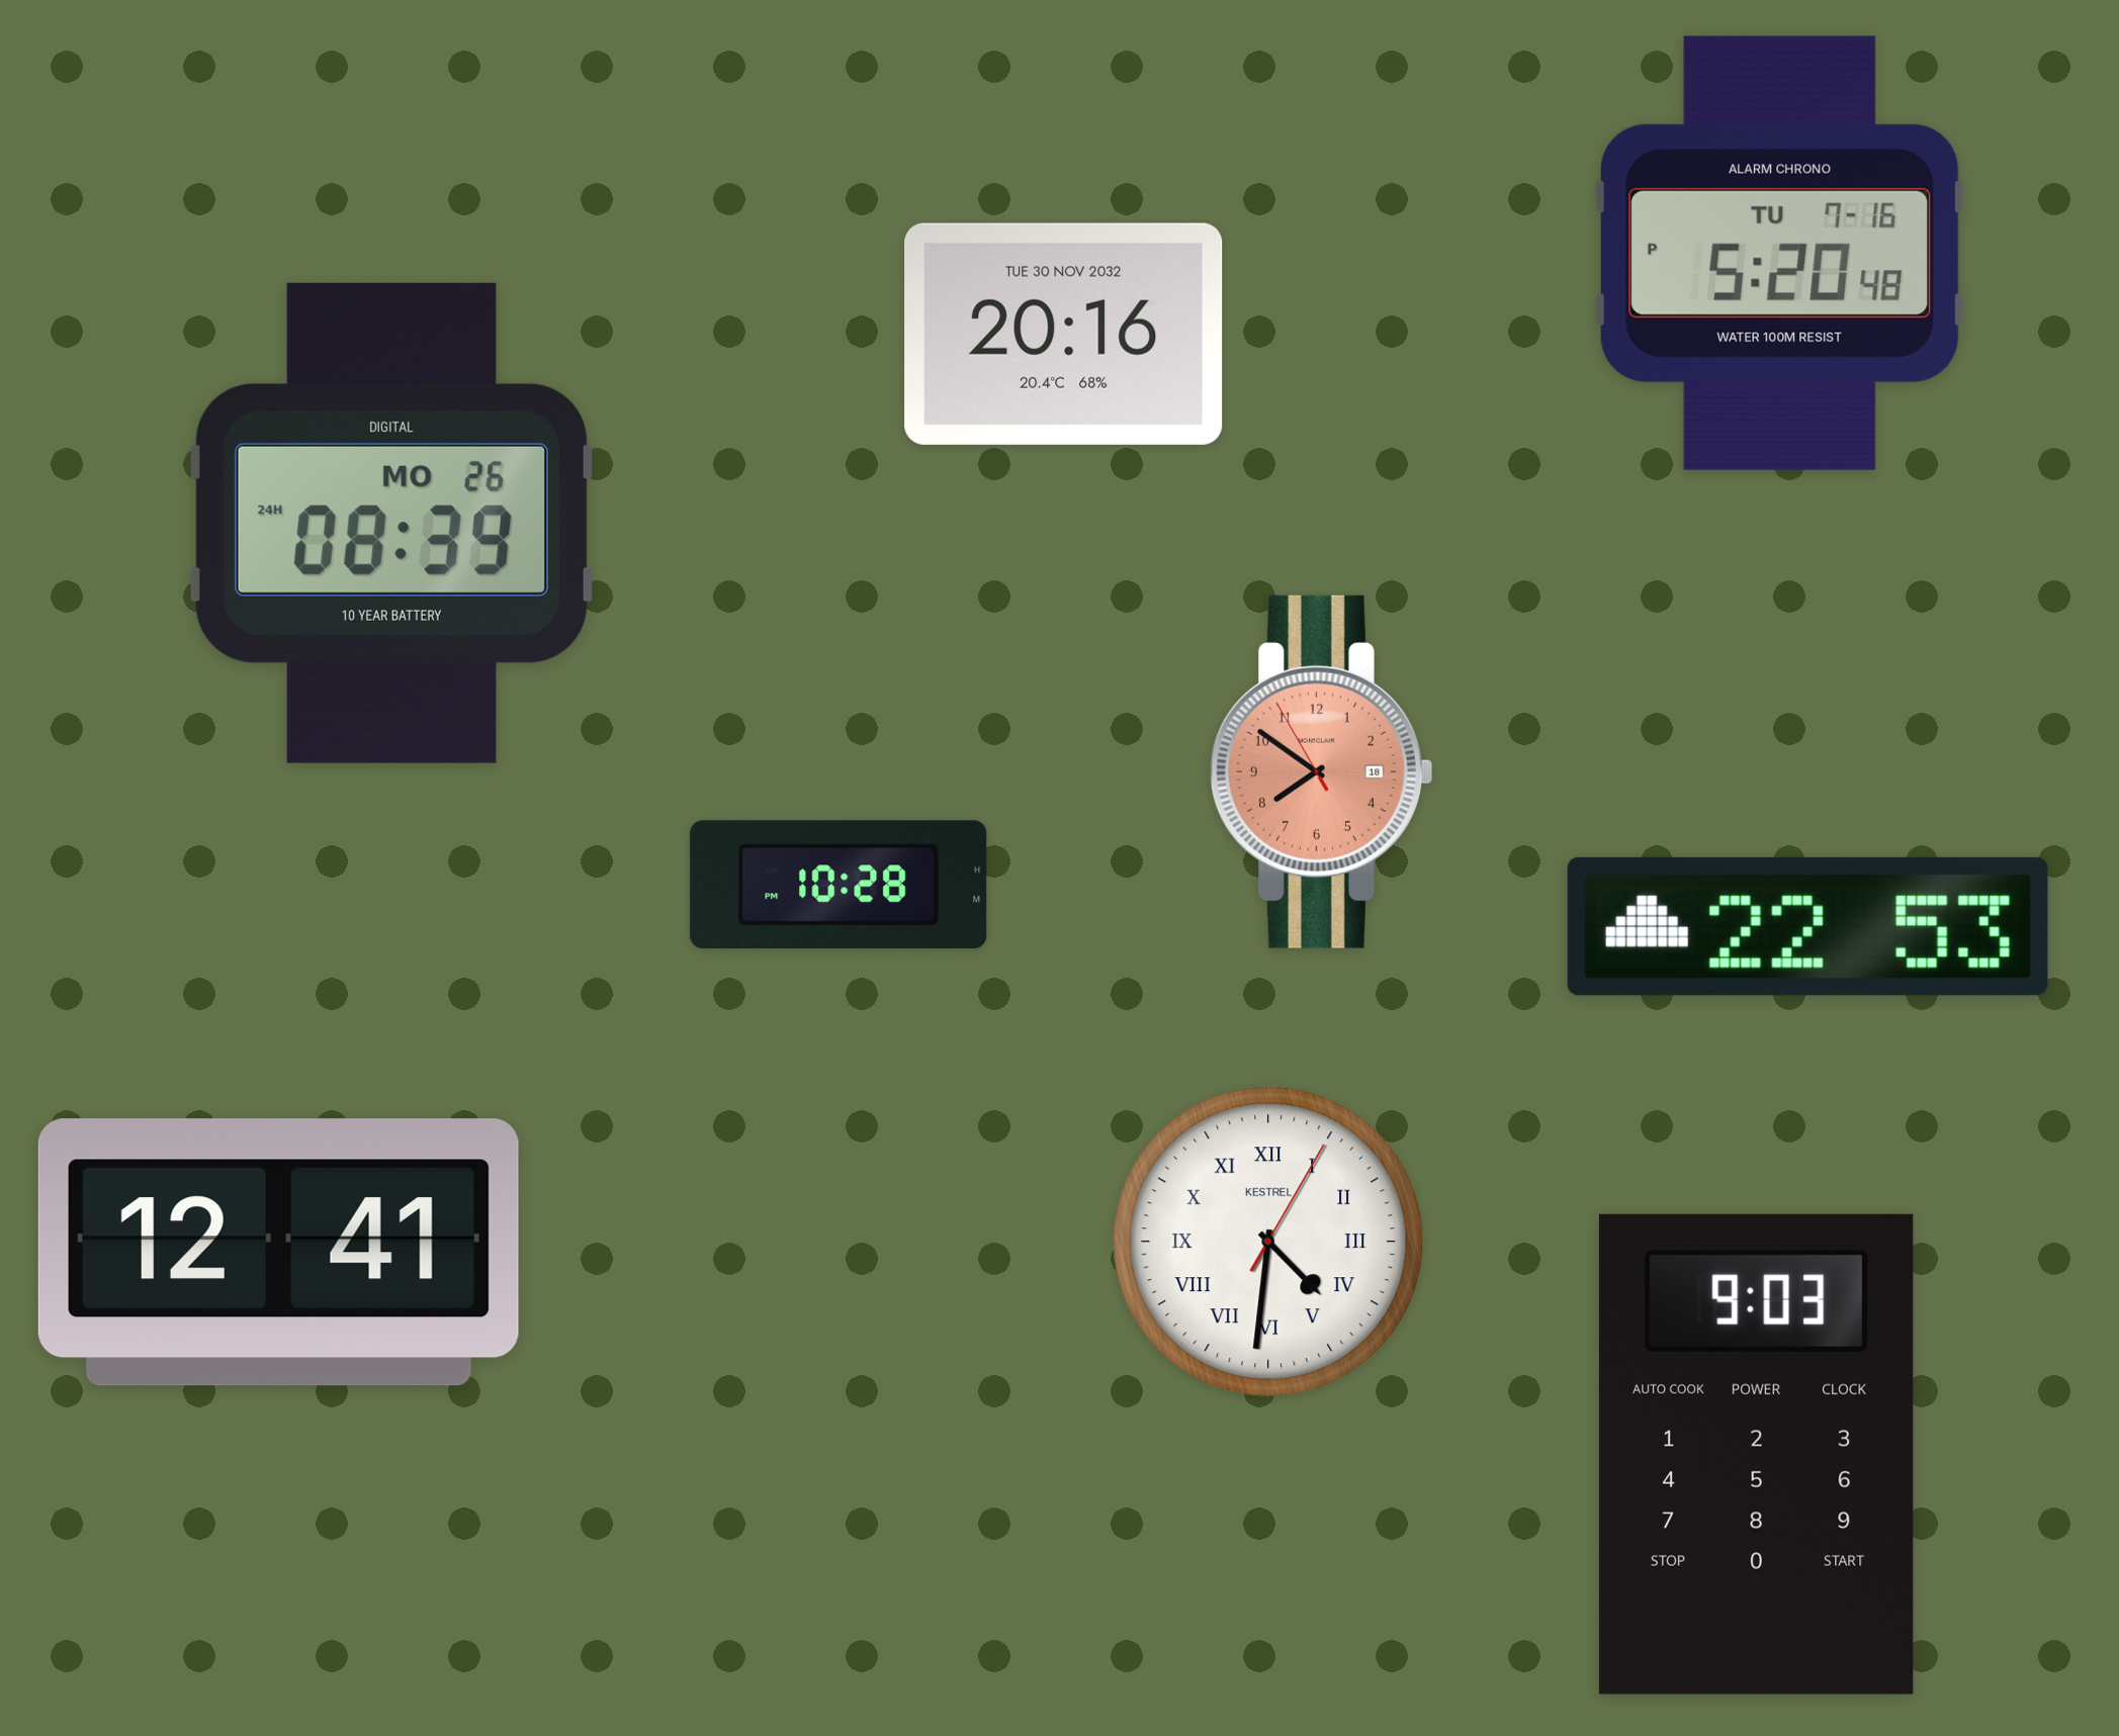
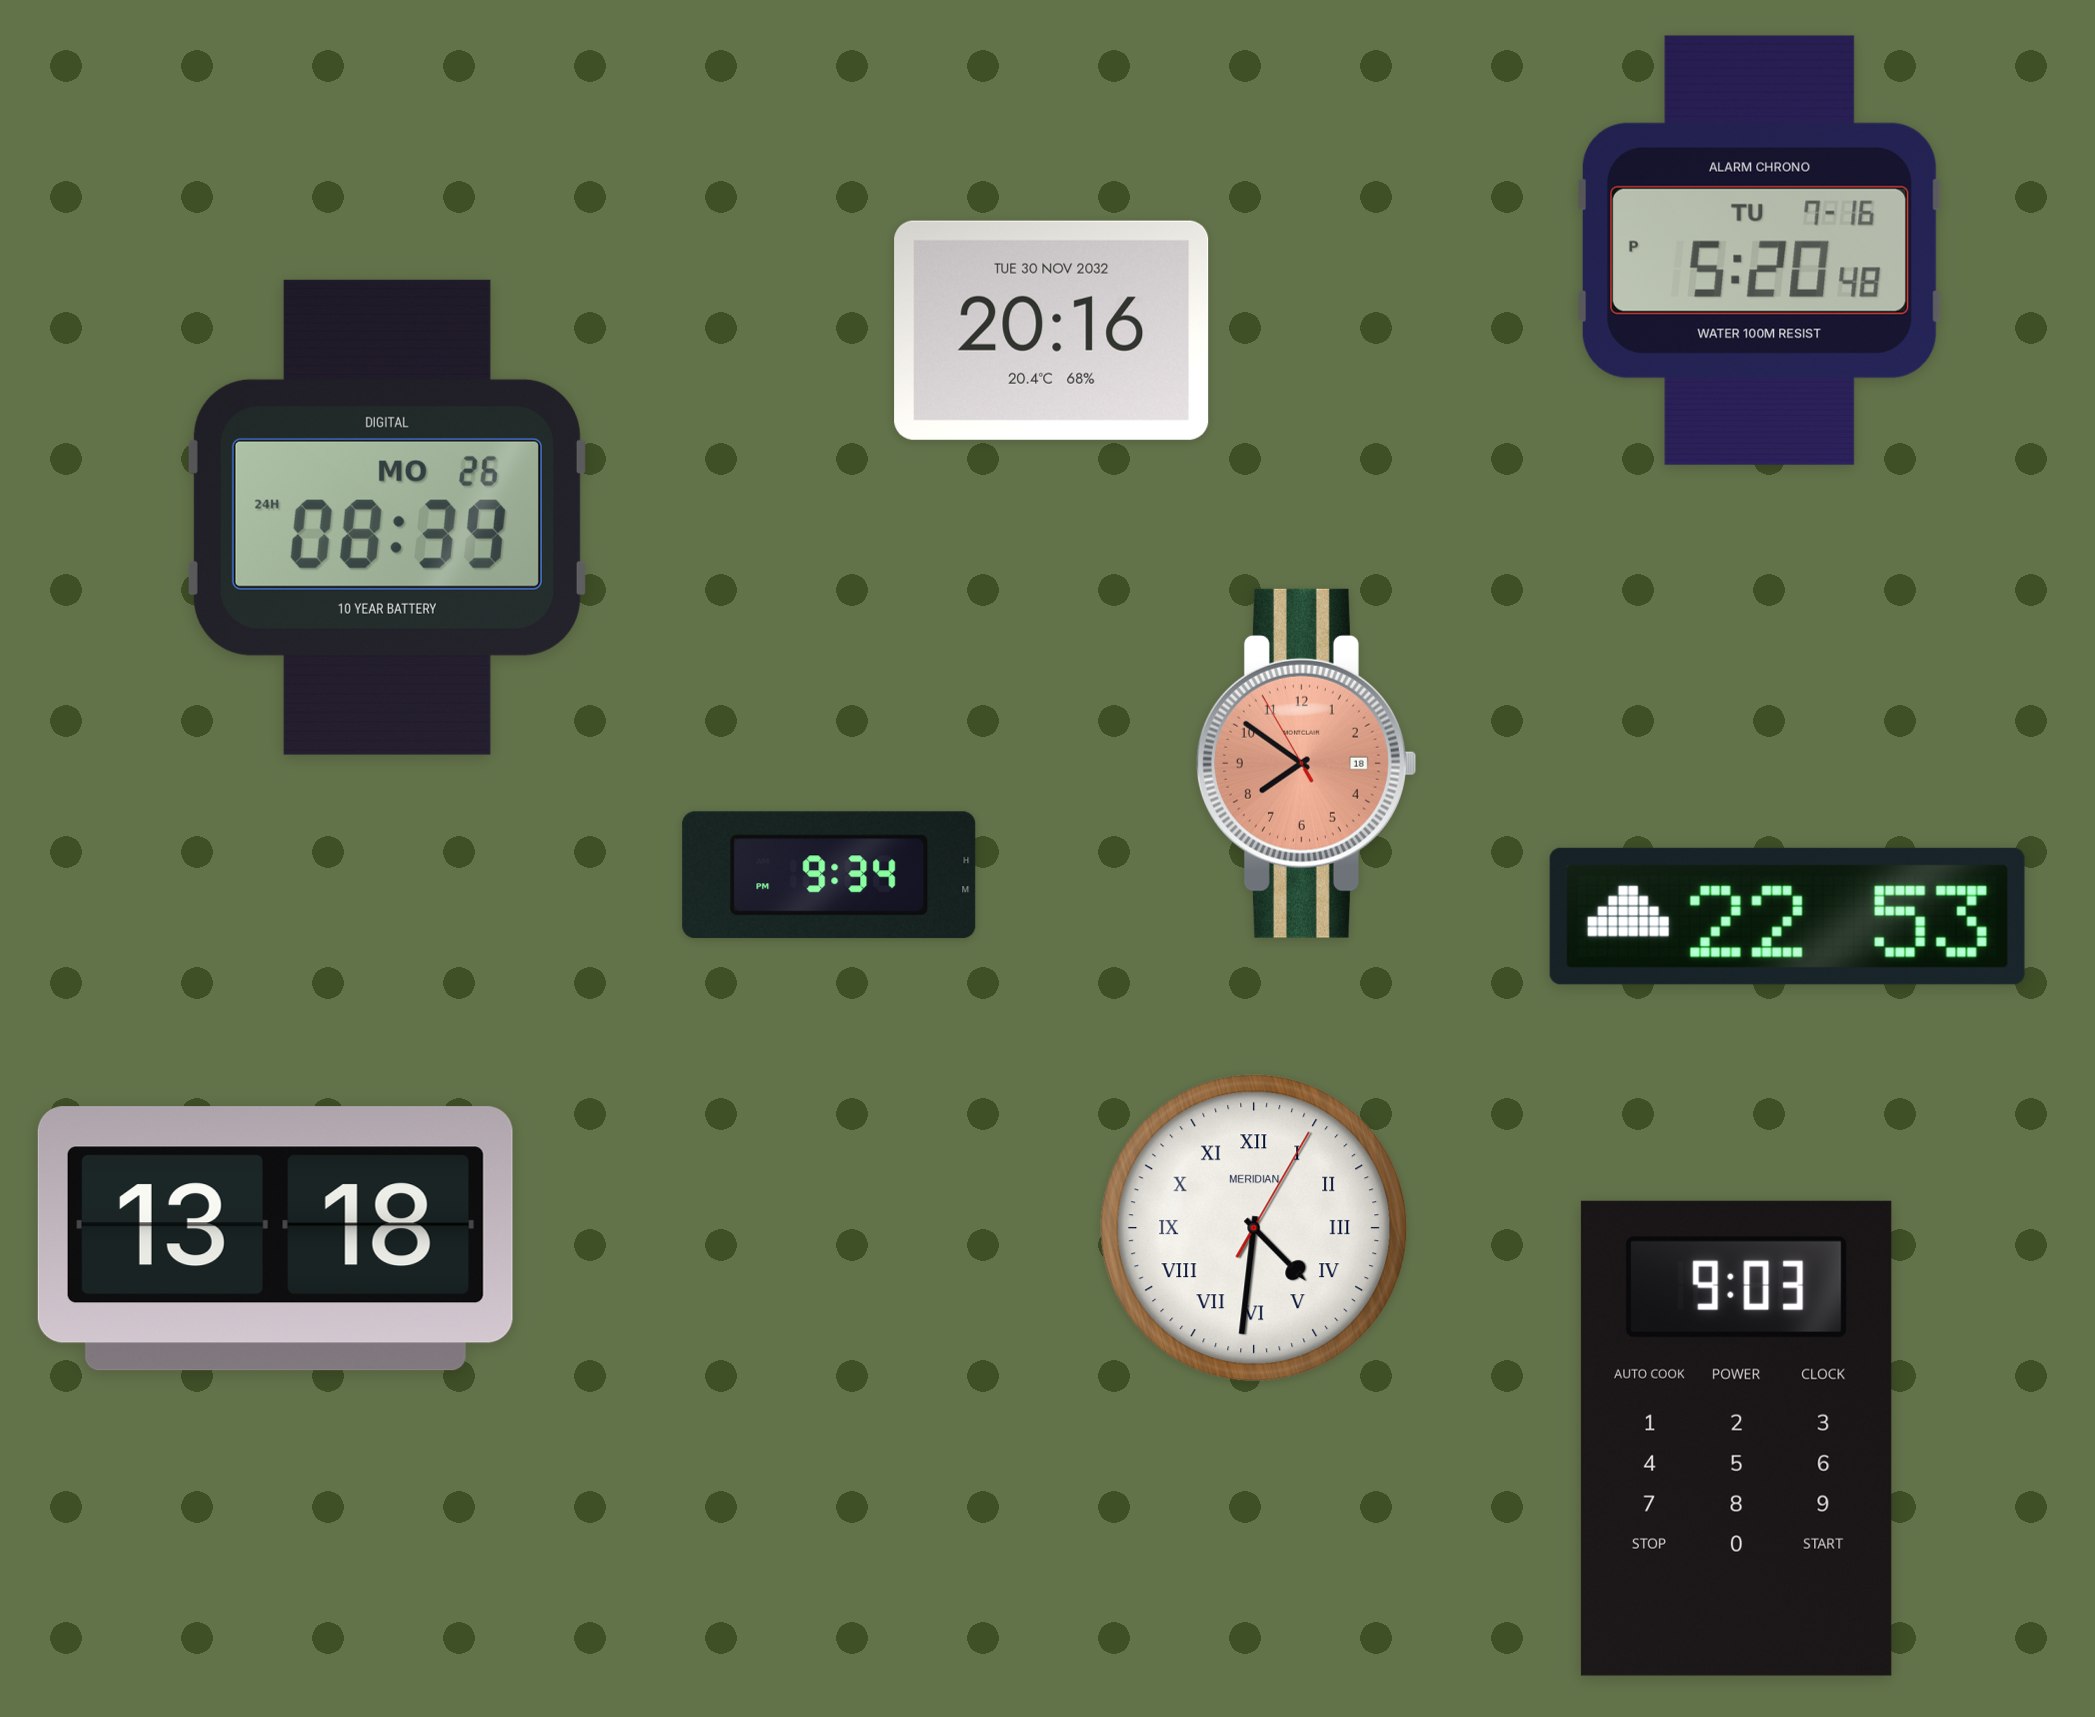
clock at (838, 885): 10:28 -> 9:34
clock at (1268, 1242) brand: KESTREL -> MERIDIAN
clock at (278, 1253): 12:41 -> 13:18
